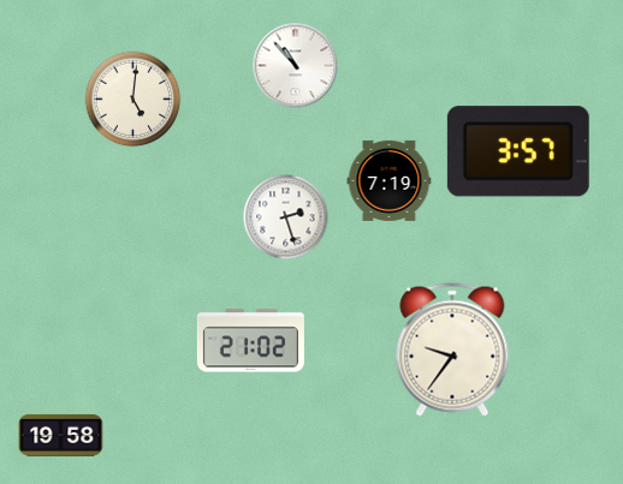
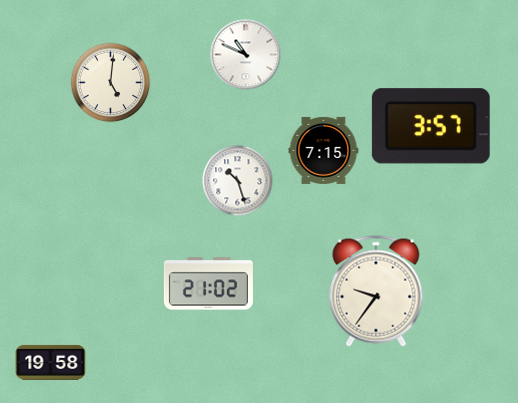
clock at (296, 66): 10:53 -> 10:49
clock at (390, 180): 7:19 -> 7:15
clock at (286, 217): 2:27 -> 10:27
